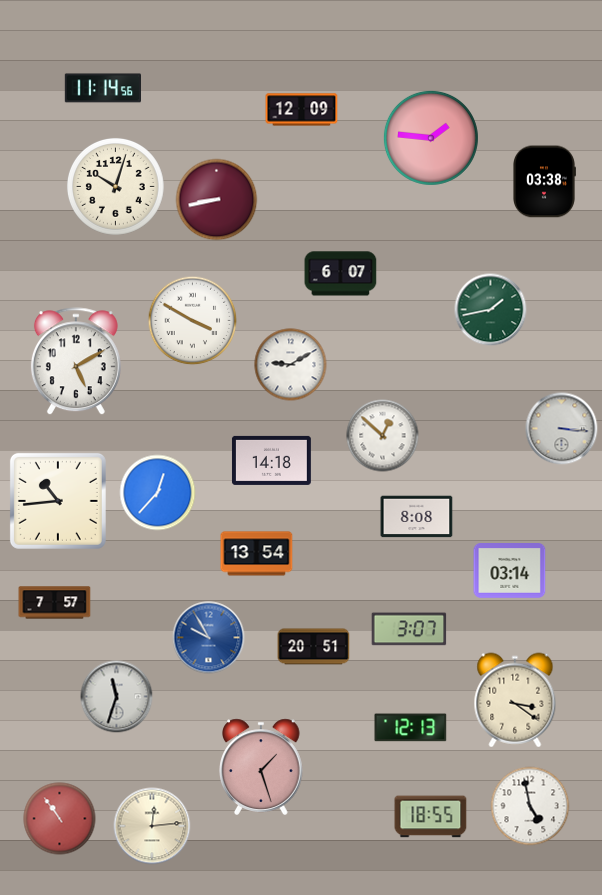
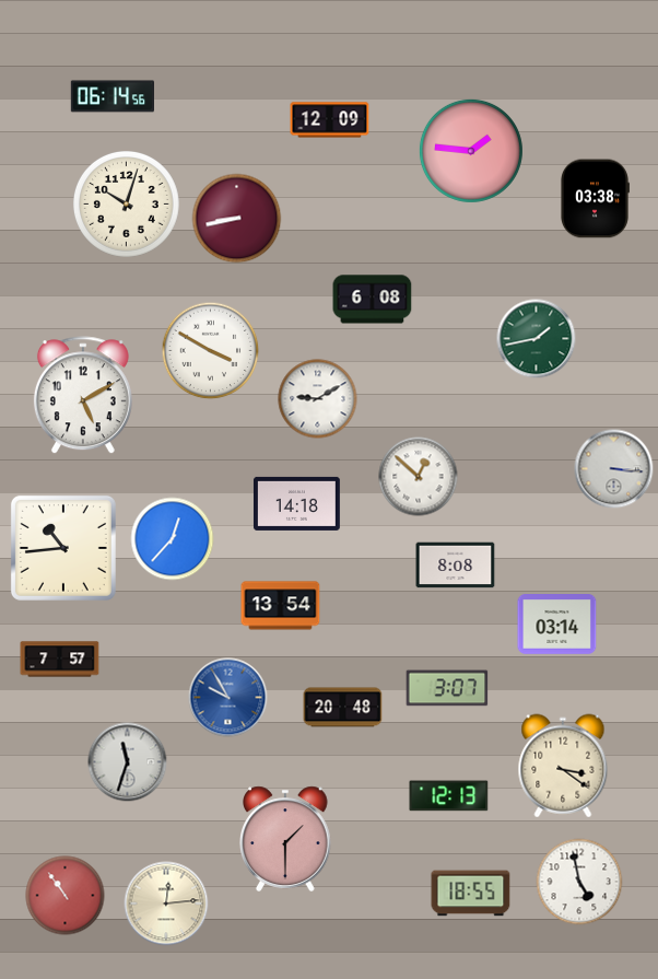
clock at (102, 88): 11:14 -> 06:14
clock at (341, 274): 6:07 -> 6:08
clock at (314, 647): 20:51 -> 20:48
clock at (262, 767): 1:27 -> 1:30
